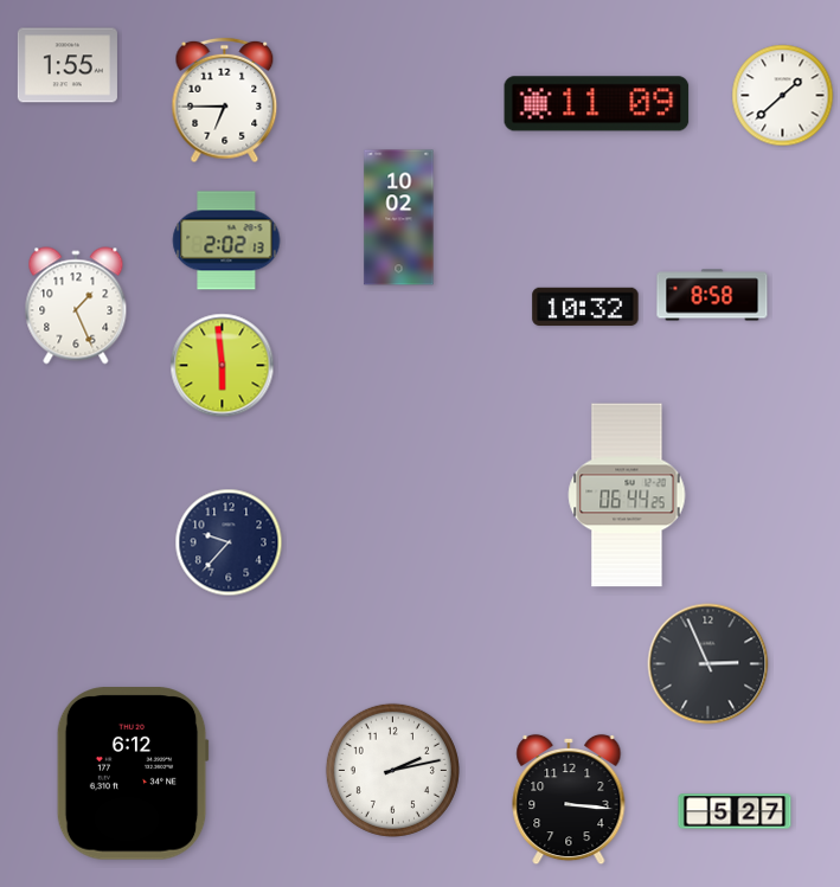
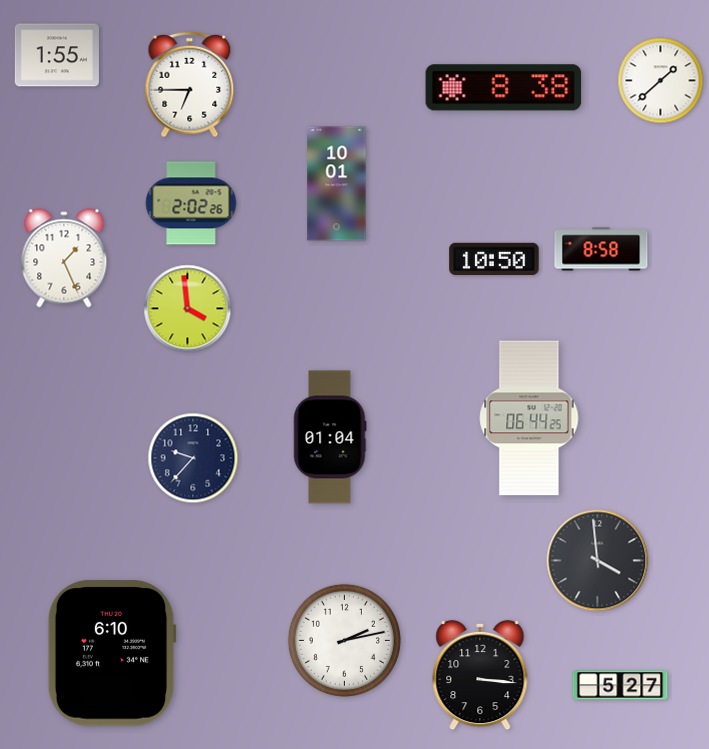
clock at (597, 104): 11:09 -> 8:38
clock at (399, 218): 10:02 -> 10:01
clock at (226, 240): 2:02:13 -> 2:02:26
clock at (585, 307): 10:32 -> 10:50
clock at (223, 366): 5:59 -> 3:59
clock at (330, 437): none -> 01:04
clock at (708, 664): 2:56 -> 3:59
clock at (392, 770) position: (392, 770) -> (344, 640)
clock at (133, 773): 6:12 -> 6:10
